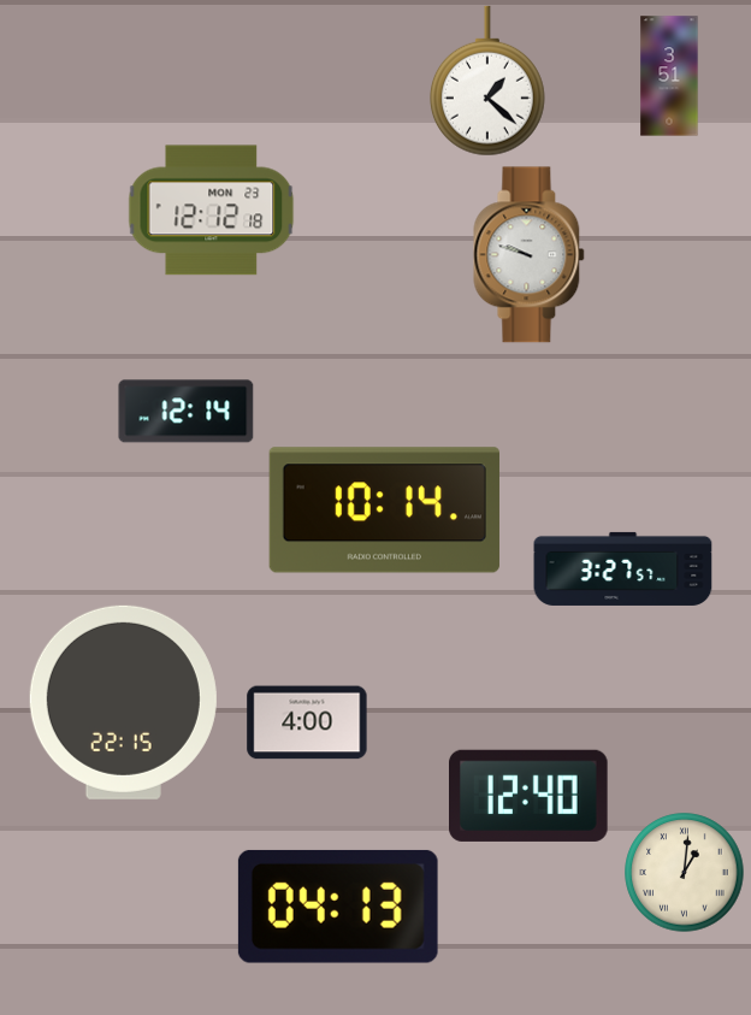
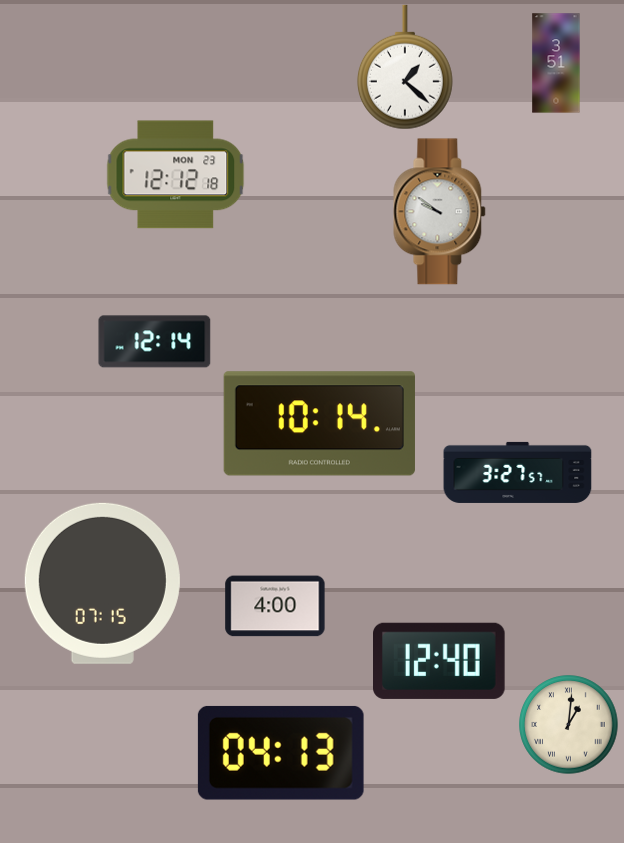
clock at (530, 255): 9:48 -> 9:51
clock at (123, 702): 22:15 -> 07:15
clock at (307, 722) position: (307, 722) -> (275, 606)
